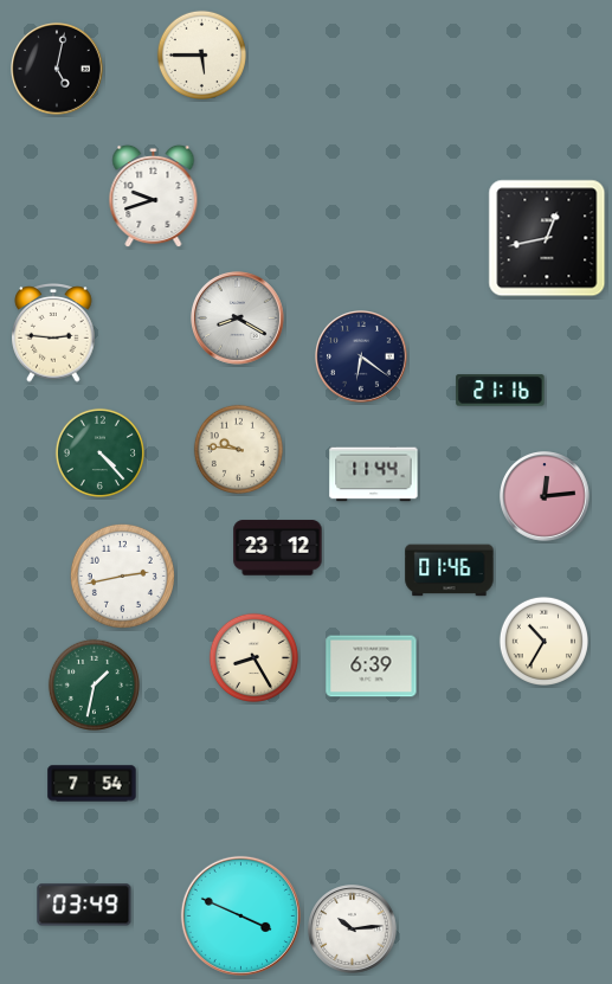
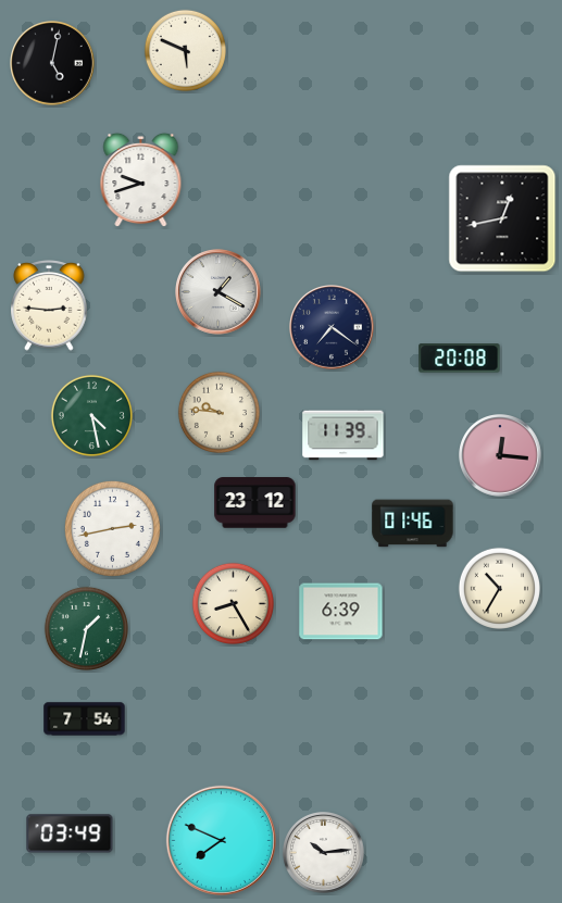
clock at (201, 54): 5:45 -> 5:49
clock at (238, 319): 8:20 -> 1:20
clock at (362, 358): 6:21 -> 7:21
clock at (501, 391): 21:16 -> 20:08
clock at (99, 452): 4:23 -> 4:28
clock at (374, 475): 11:44 -> 11:39
clock at (546, 497): 12:14 -> 12:16
clock at (84, 905) position: (84, 905) -> (70, 833)
clock at (240, 915): 3:49 -> 7:49
